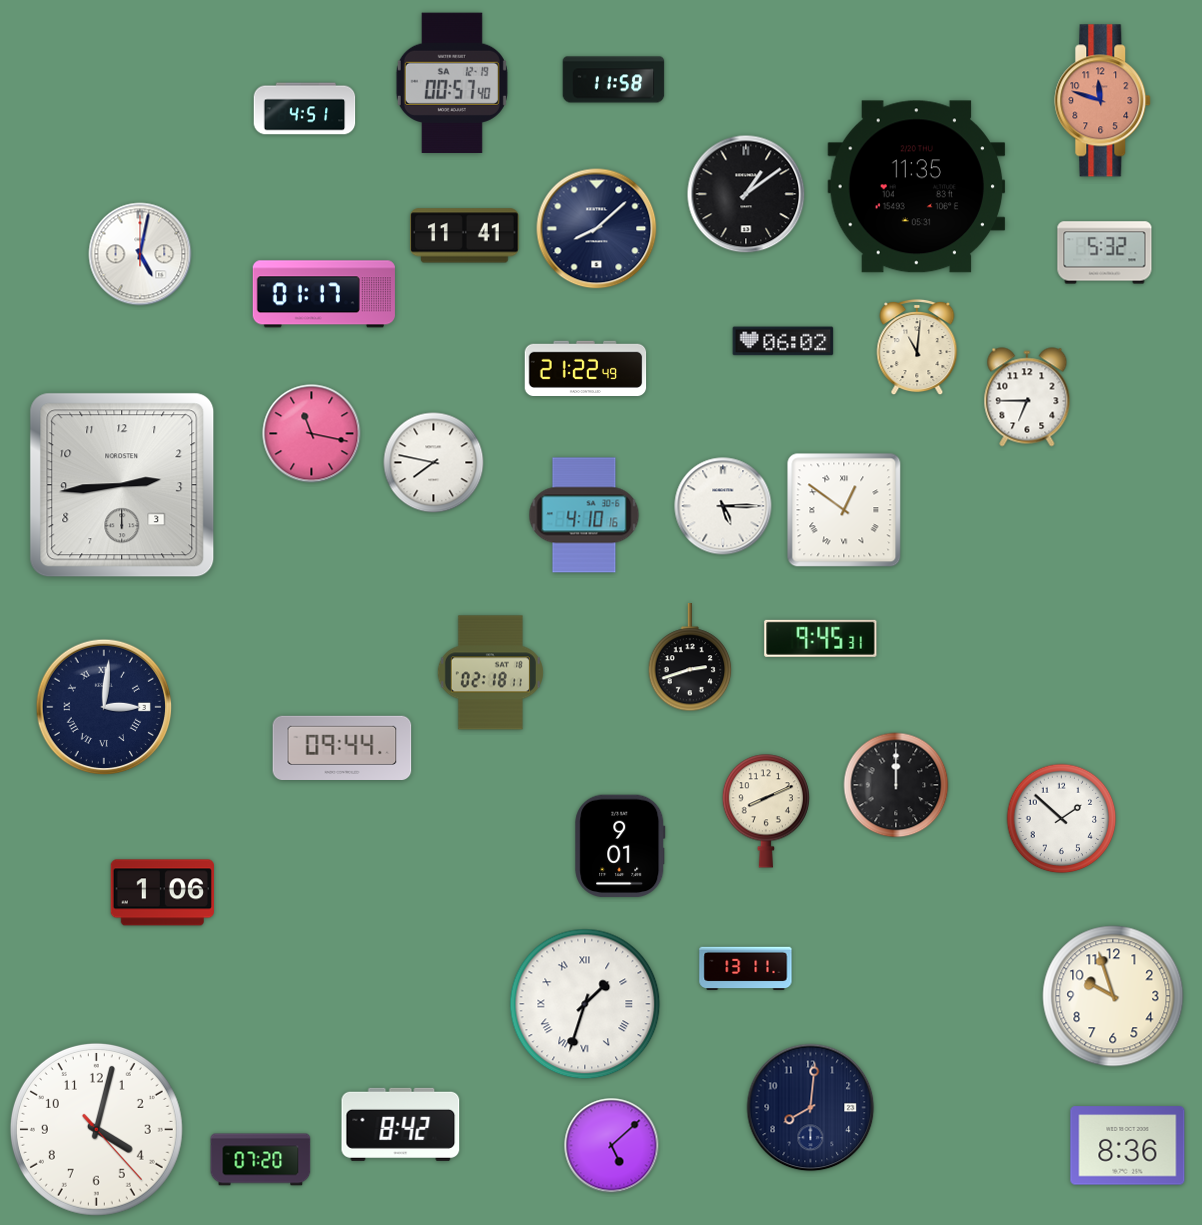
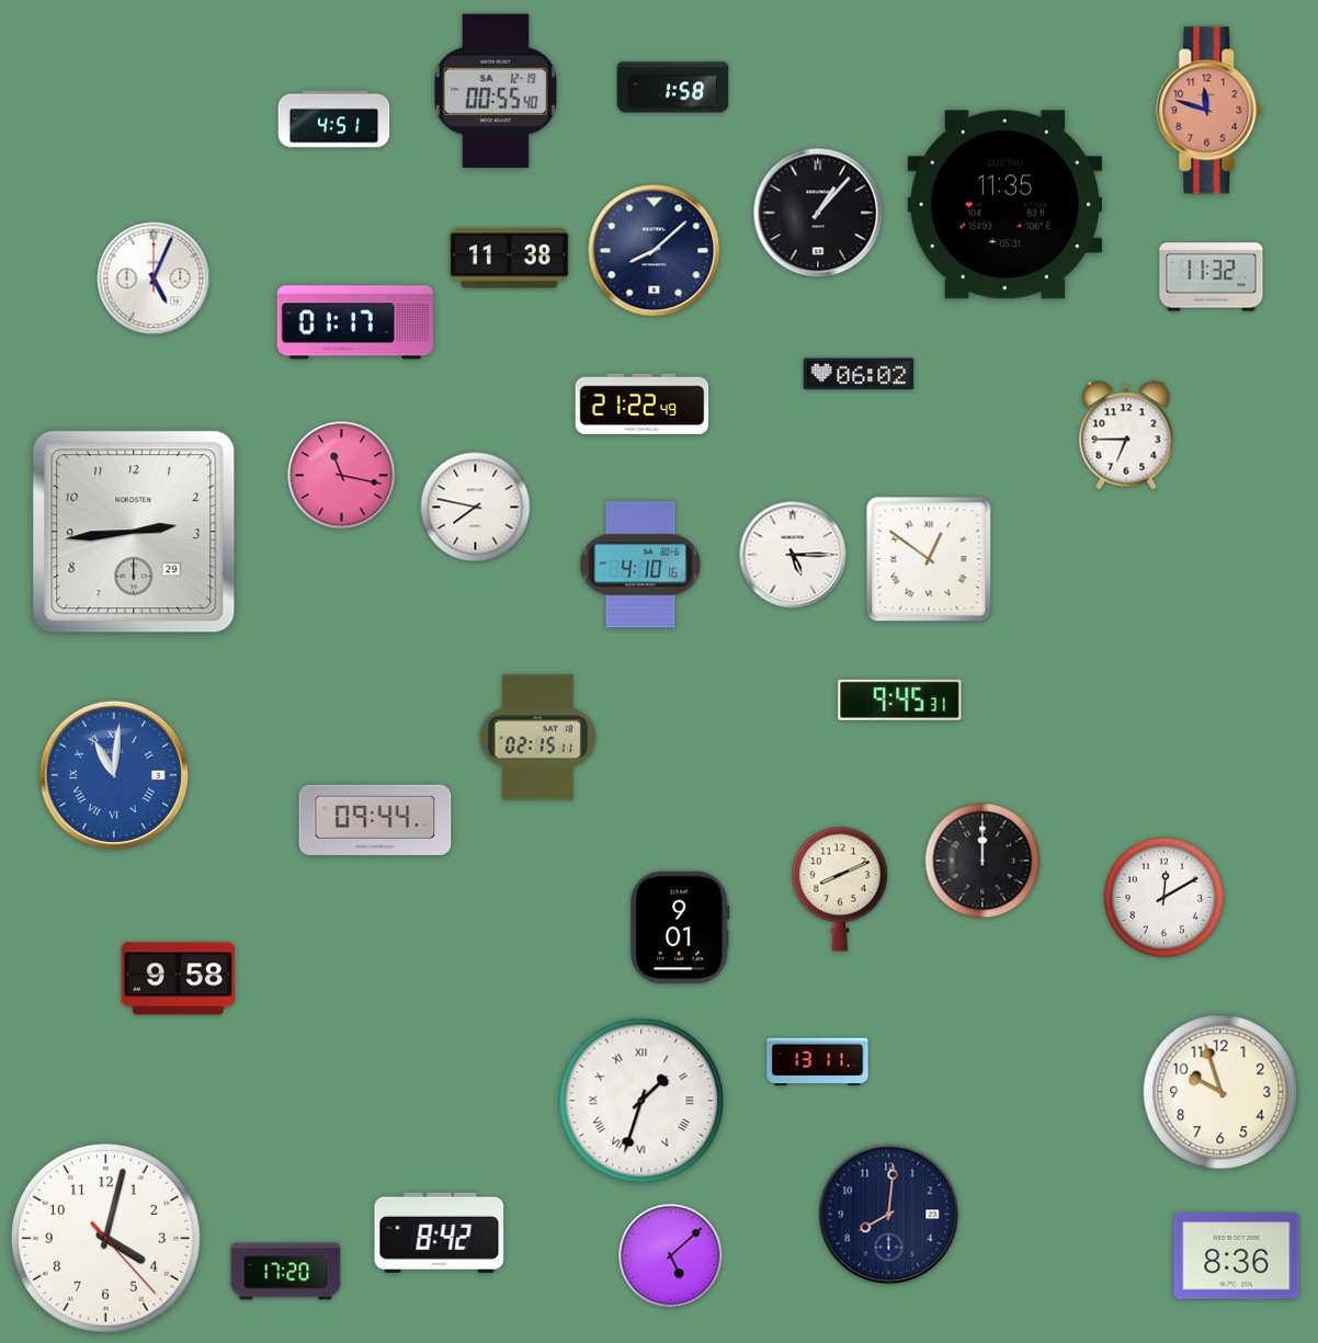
clock at (614, 80): 11:58 -> 1:58
clock at (452, 82): 00:57 -> 00:55
clock at (746, 194): 1:09 -> 1:07
clock at (465, 236): 11:41 -> 11:38
clock at (1105, 253): 5:32 -> 11:32
clock at (140, 254): 5:02 -> 5:04
clock at (917, 347): 11:01 -> none
clock at (122, 485) date: 3 -> 29
clock at (844, 510) position: (844, 510) -> (929, 559)
clock at (690, 658): 2:42 -> none
clock at (490, 673): 02:18 -> 02:15
clock at (104, 707): 3:01 -> 11:01
clock at (104, 707) dial: navy -> blue
clock at (1062, 819): 1:52 -> 12:10
clock at (162, 893): 1:06 -> 9:58
clock at (261, 1160): 07:20 -> 17:20
